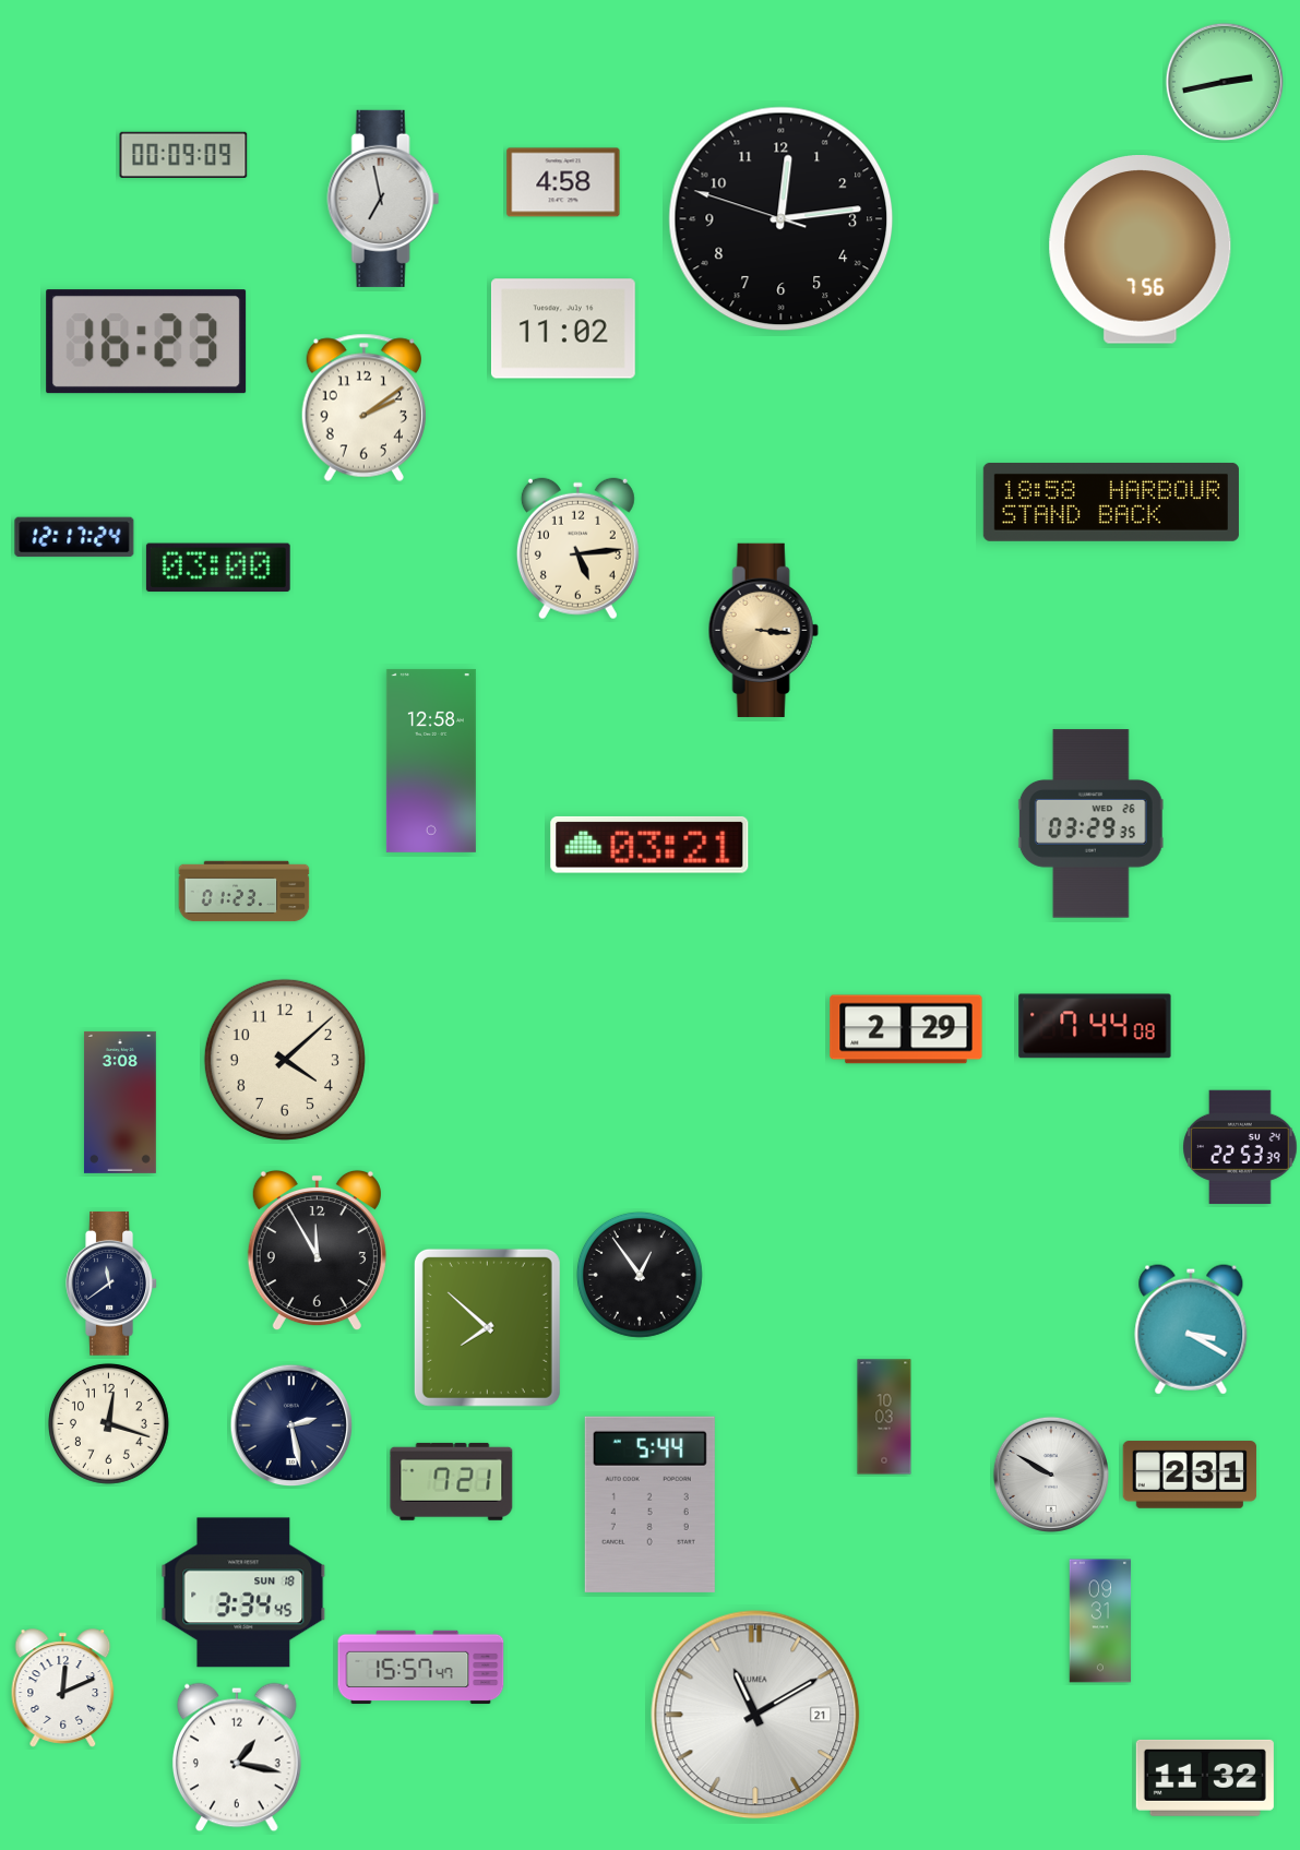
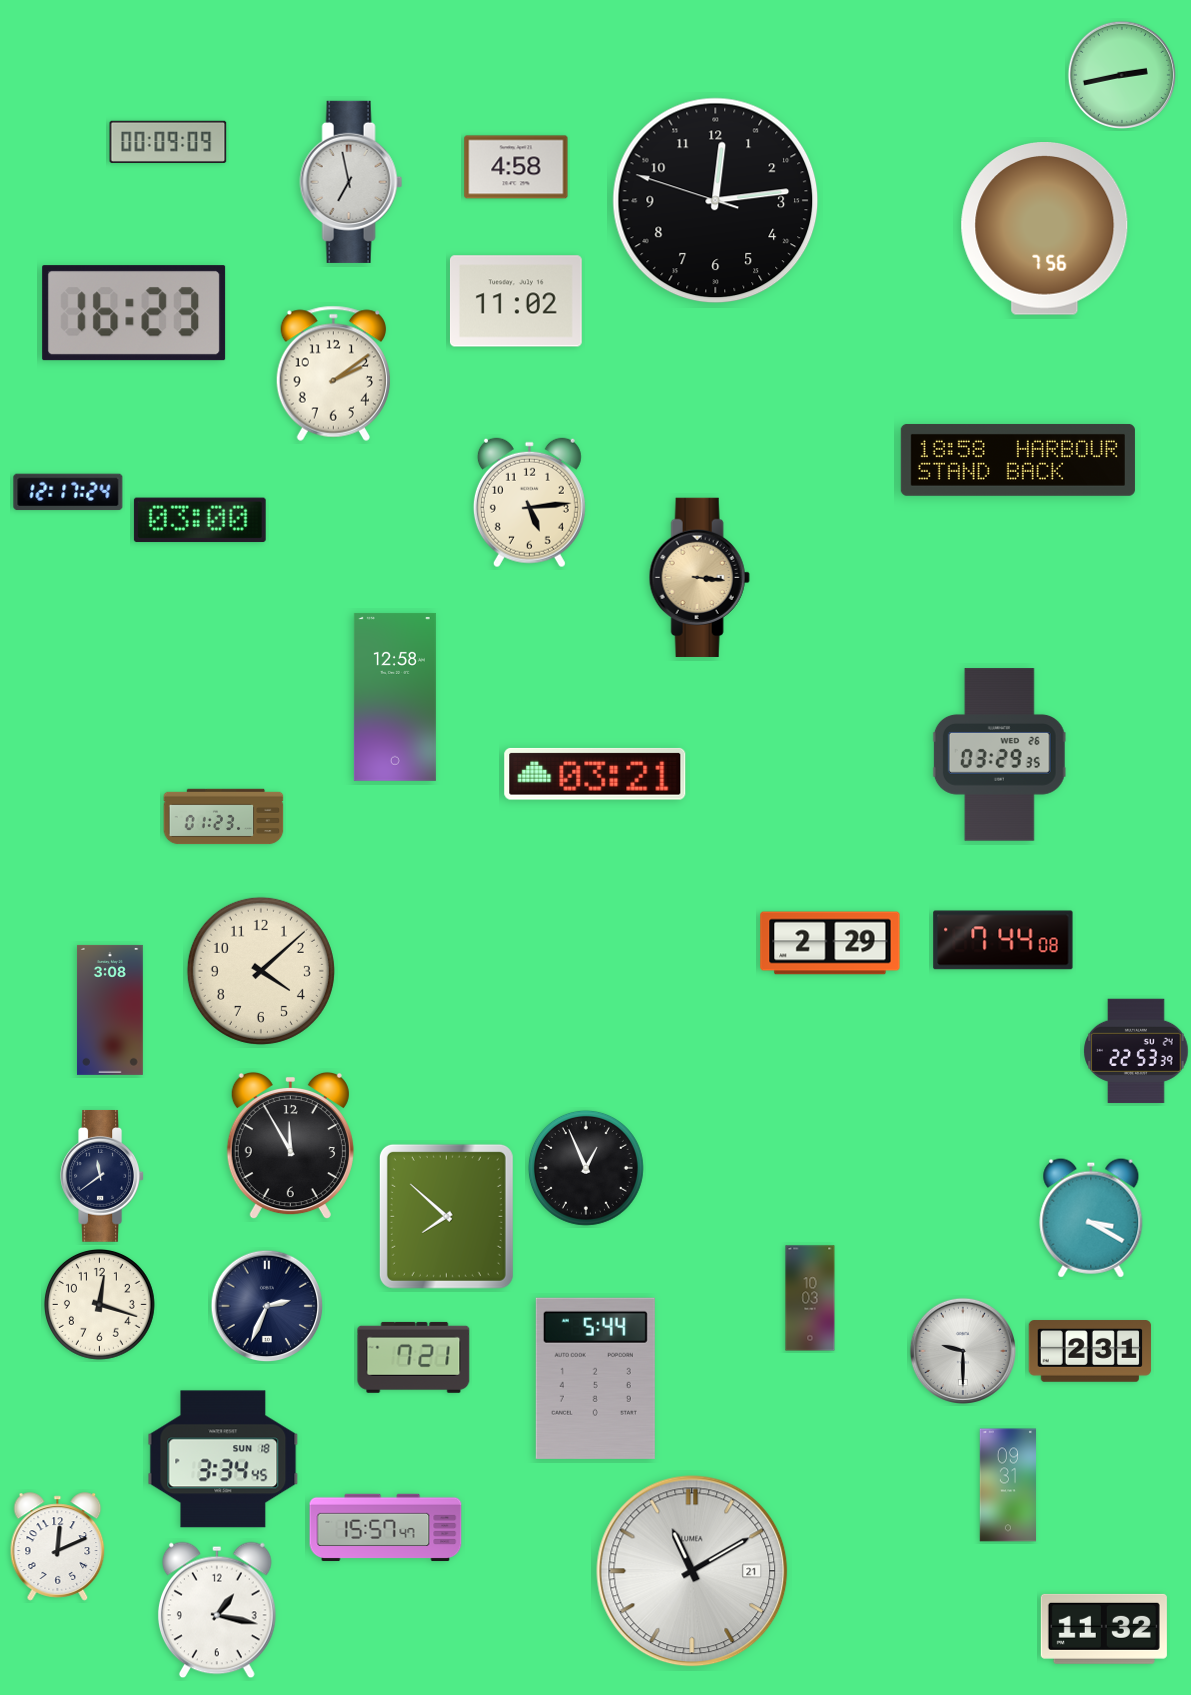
clock at (640, 1275): 12:54 -> 12:56
clock at (291, 1425): 2:28 -> 2:34
clock at (1051, 1475): 9:50 -> 9:30
